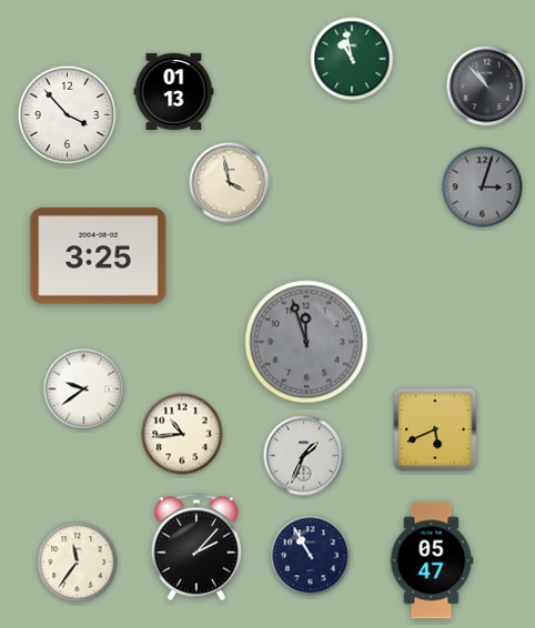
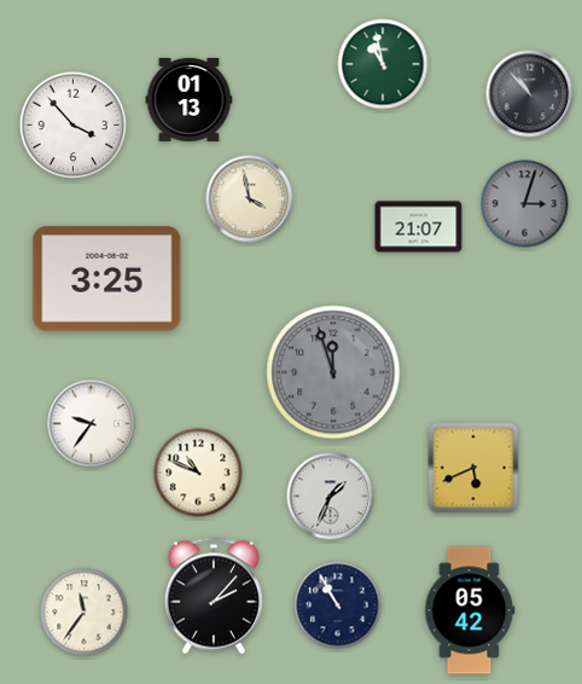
clock at (419, 227): none -> 21:07
clock at (84, 389): 9:39 -> 9:36
clock at (182, 434): 10:44 -> 10:49
clock at (432, 560): 05:47 -> 05:42
